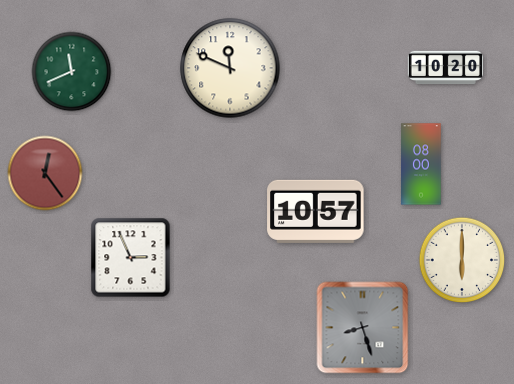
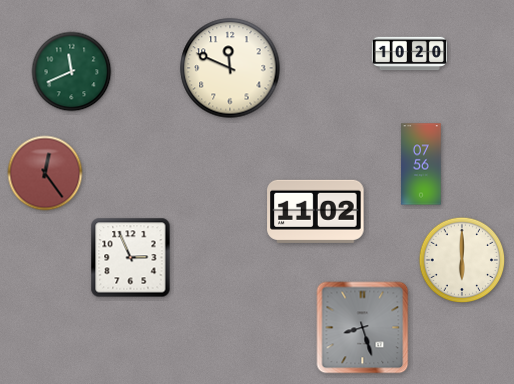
clock at (445, 68) position: (445, 68) -> (409, 54)
clock at (421, 164): 08:00 -> 07:56
clock at (316, 211): 10:57 -> 11:02
